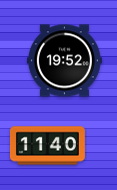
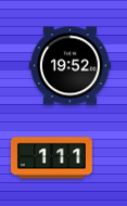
clock at (47, 146): 11:40 -> 1:11
